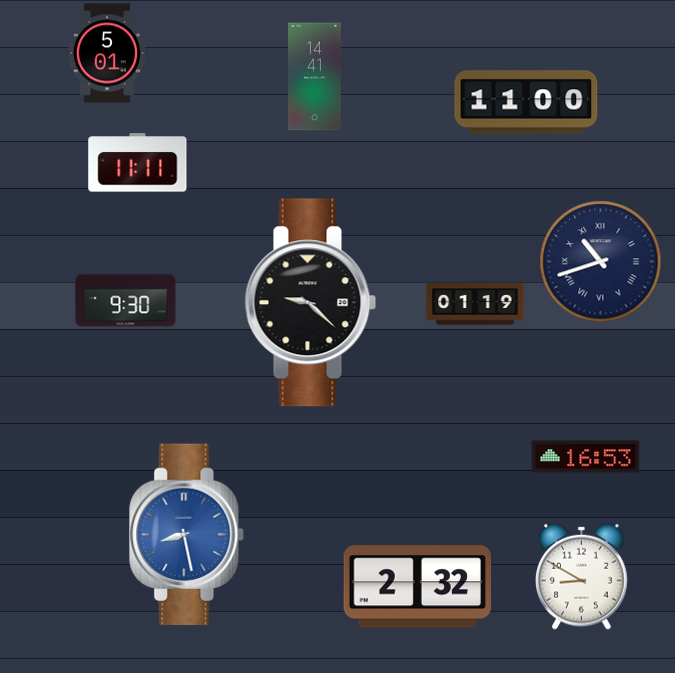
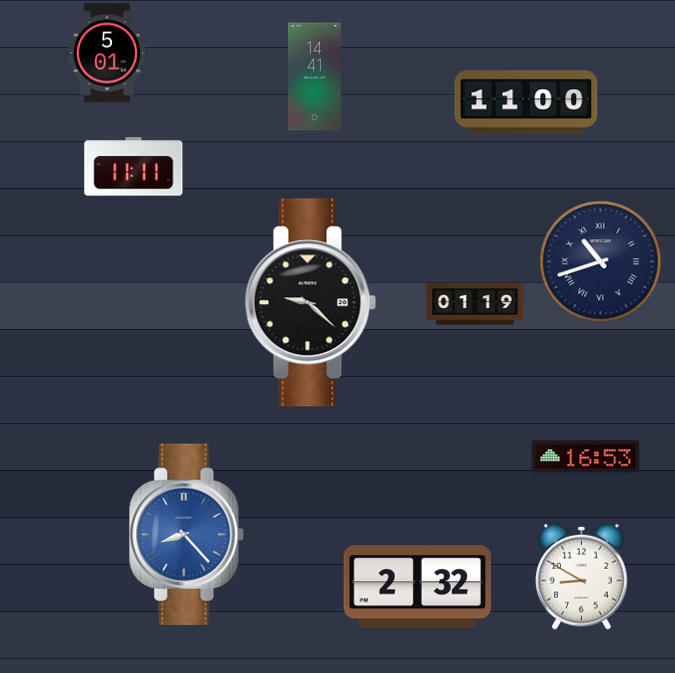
clock at (138, 163) position: (138, 163) -> (134, 167)
clock at (126, 301): 9:30 -> none
clock at (187, 534): 8:28 -> 8:23
